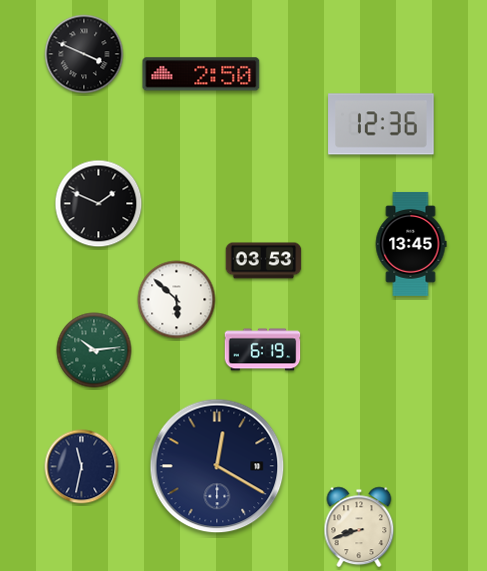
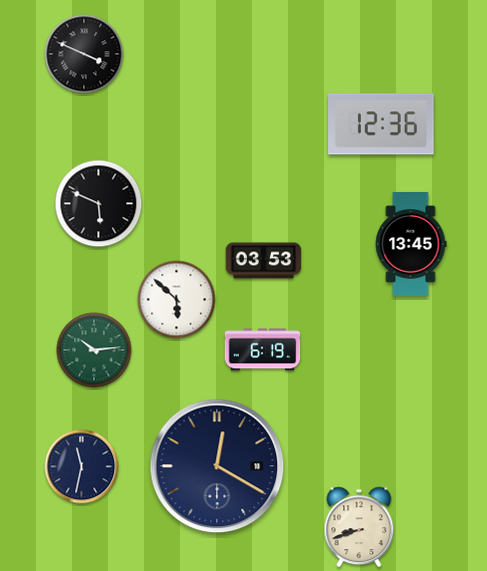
clock at (201, 74): 2:50 -> none
clock at (99, 204): 1:49 -> 5:49
